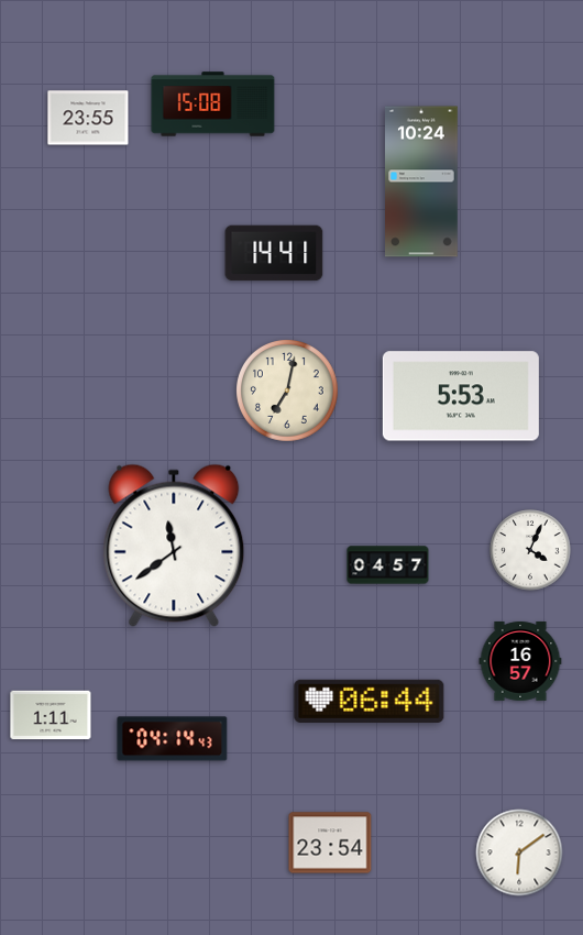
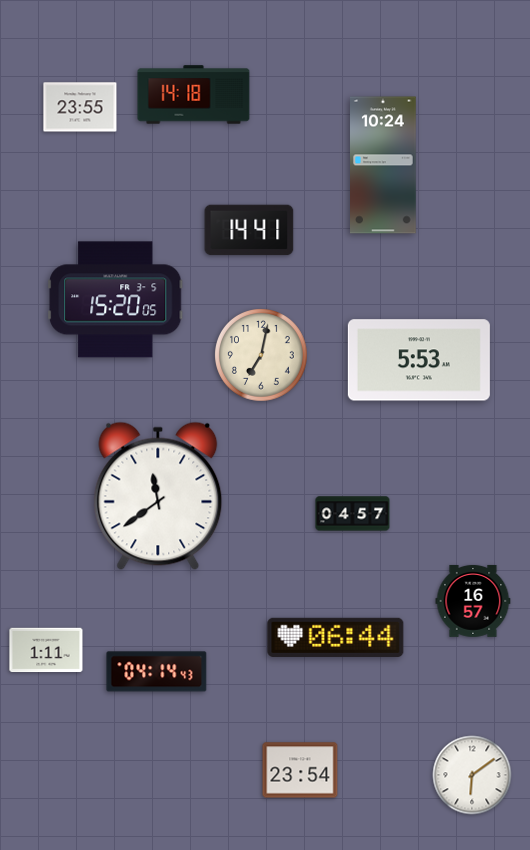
clock at (213, 105): 15:08 -> 14:18
clock at (116, 300): none -> 15:20
clock at (530, 550): 4:04 -> none
clock at (330, 843) position: (330, 843) -> (300, 770)
